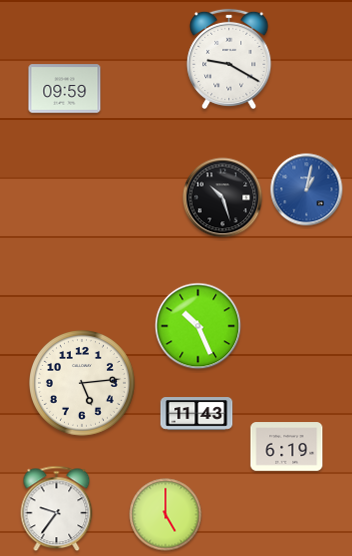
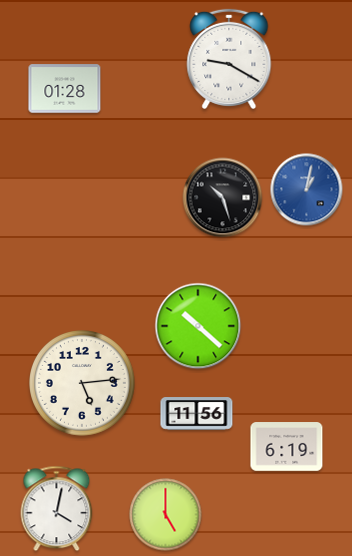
clock at (65, 89): 09:59 -> 01:28
clock at (198, 326): 10:26 -> 10:22
clock at (197, 414): 11:43 -> 11:56
clock at (57, 509): 9:36 -> 4:02
